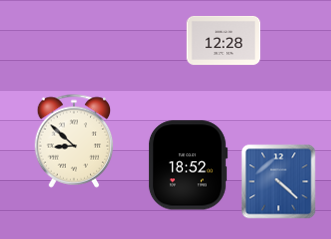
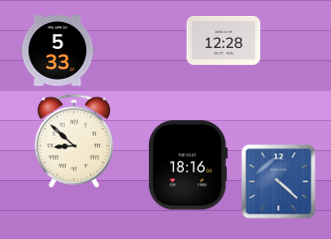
clock at (58, 51): none -> 5:33
clock at (188, 165): 18:52 -> 18:16
